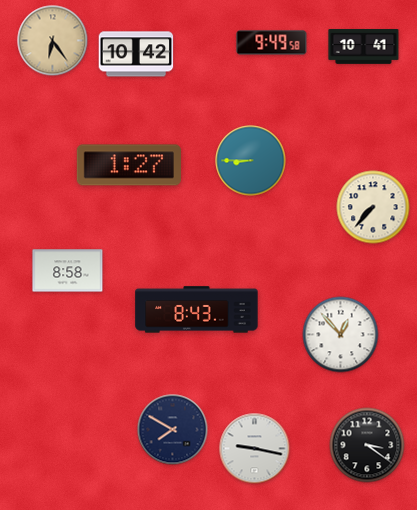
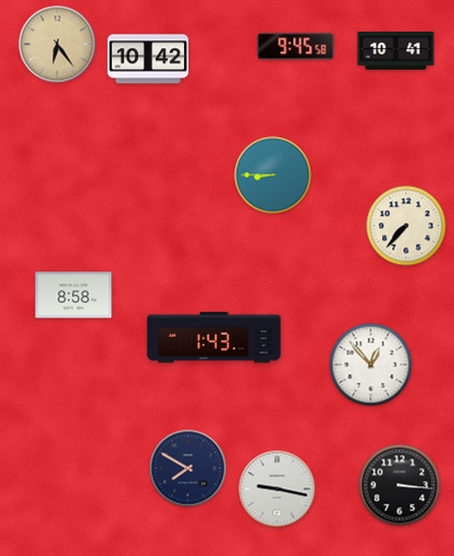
clock at (272, 43): 9:49 -> 9:45
clock at (129, 165): 1:27 -> none
clock at (197, 310): 8:43 -> 1:43
clock at (367, 445): 3:21 -> 3:16
